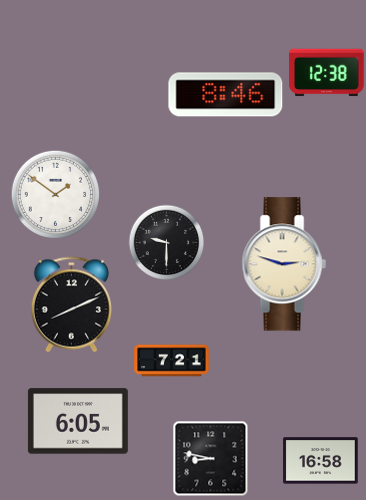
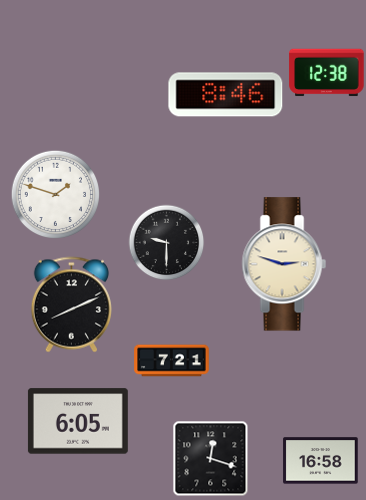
clock at (55, 194): 1:51 -> 1:48
clock at (211, 459): 8:47 -> 12:18
